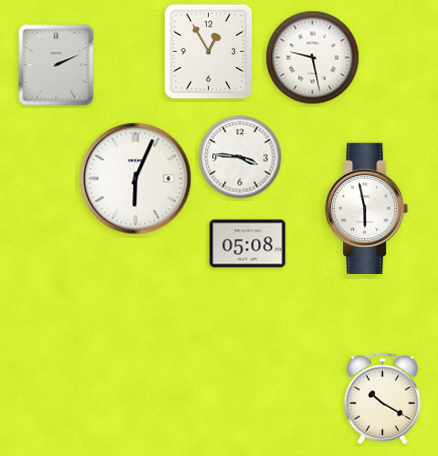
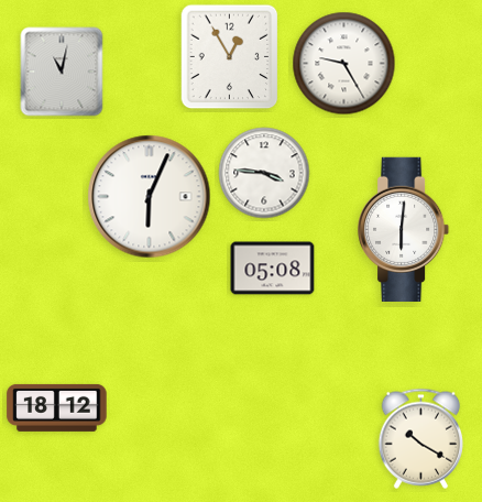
clock at (313, 58): 9:28 -> 9:25
clock at (56, 65): 2:11 -> 11:02
clock at (368, 208): 5:58 -> 6:01
clock at (57, 407): none -> 18:12
